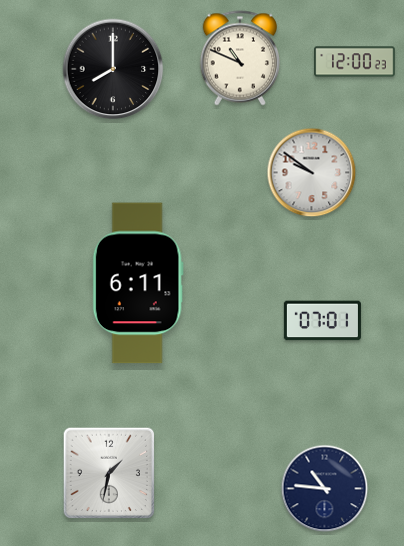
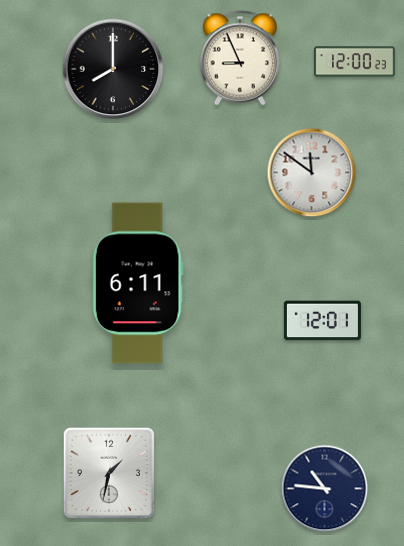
clock at (239, 58): 10:49 -> 8:56
clock at (312, 173): 9:51 -> 11:51
clock at (322, 321): 07:01 -> 12:01
